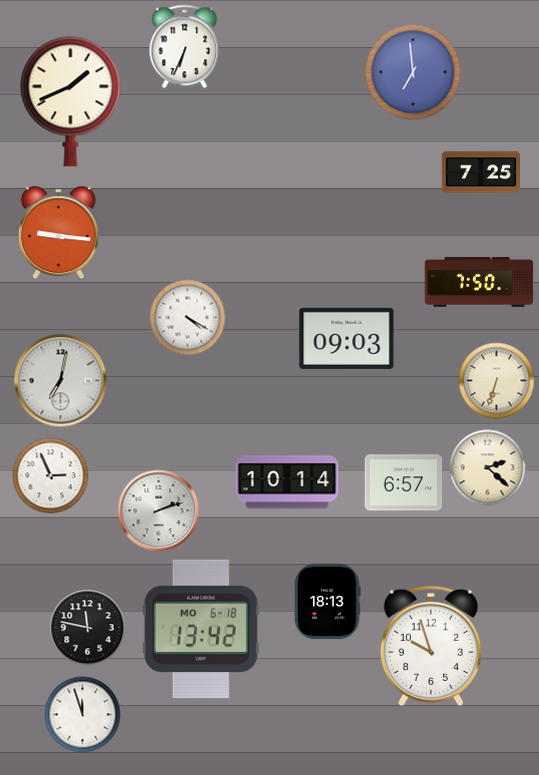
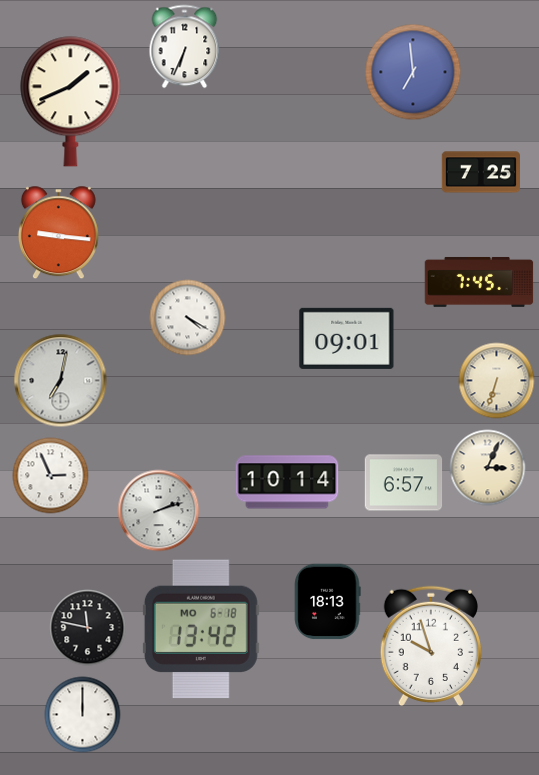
clock at (479, 282): 7:50 -> 7:45
clock at (347, 338): 09:03 -> 09:01
clock at (488, 468): 2:22 -> 3:04
clock at (83, 715): 11:57 -> 12:00
